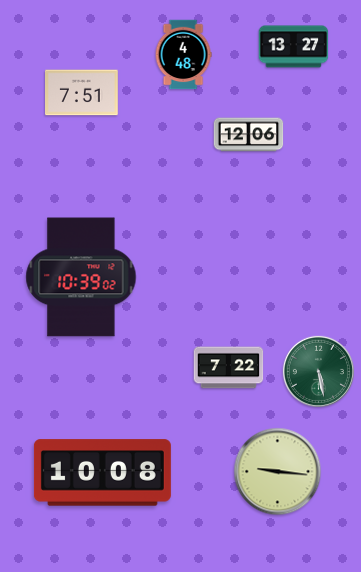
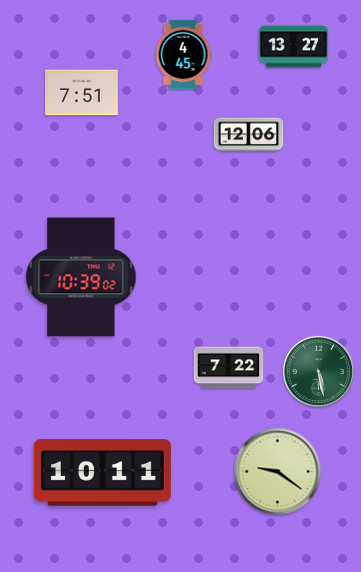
clock at (183, 55): 4:48 -> 4:45
clock at (278, 472): 9:16 -> 9:21
clock at (102, 473): 10:08 -> 10:11
